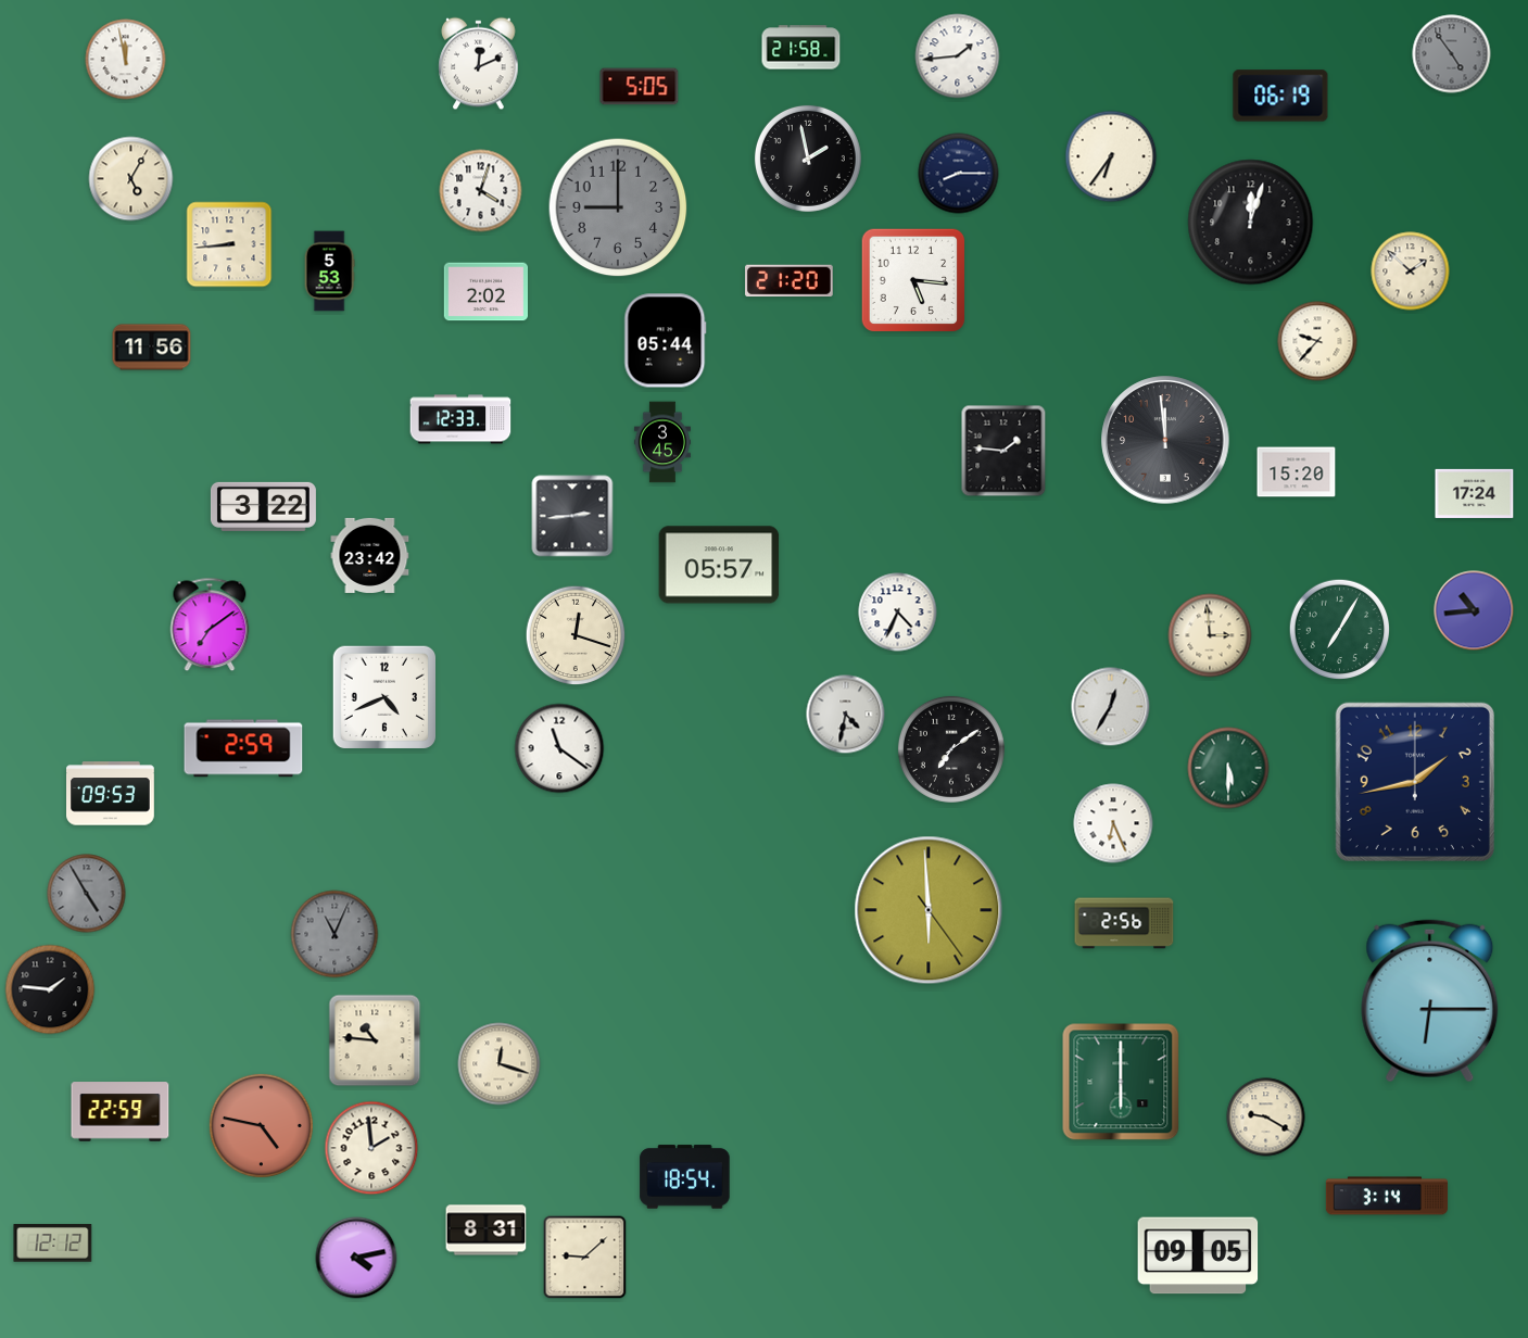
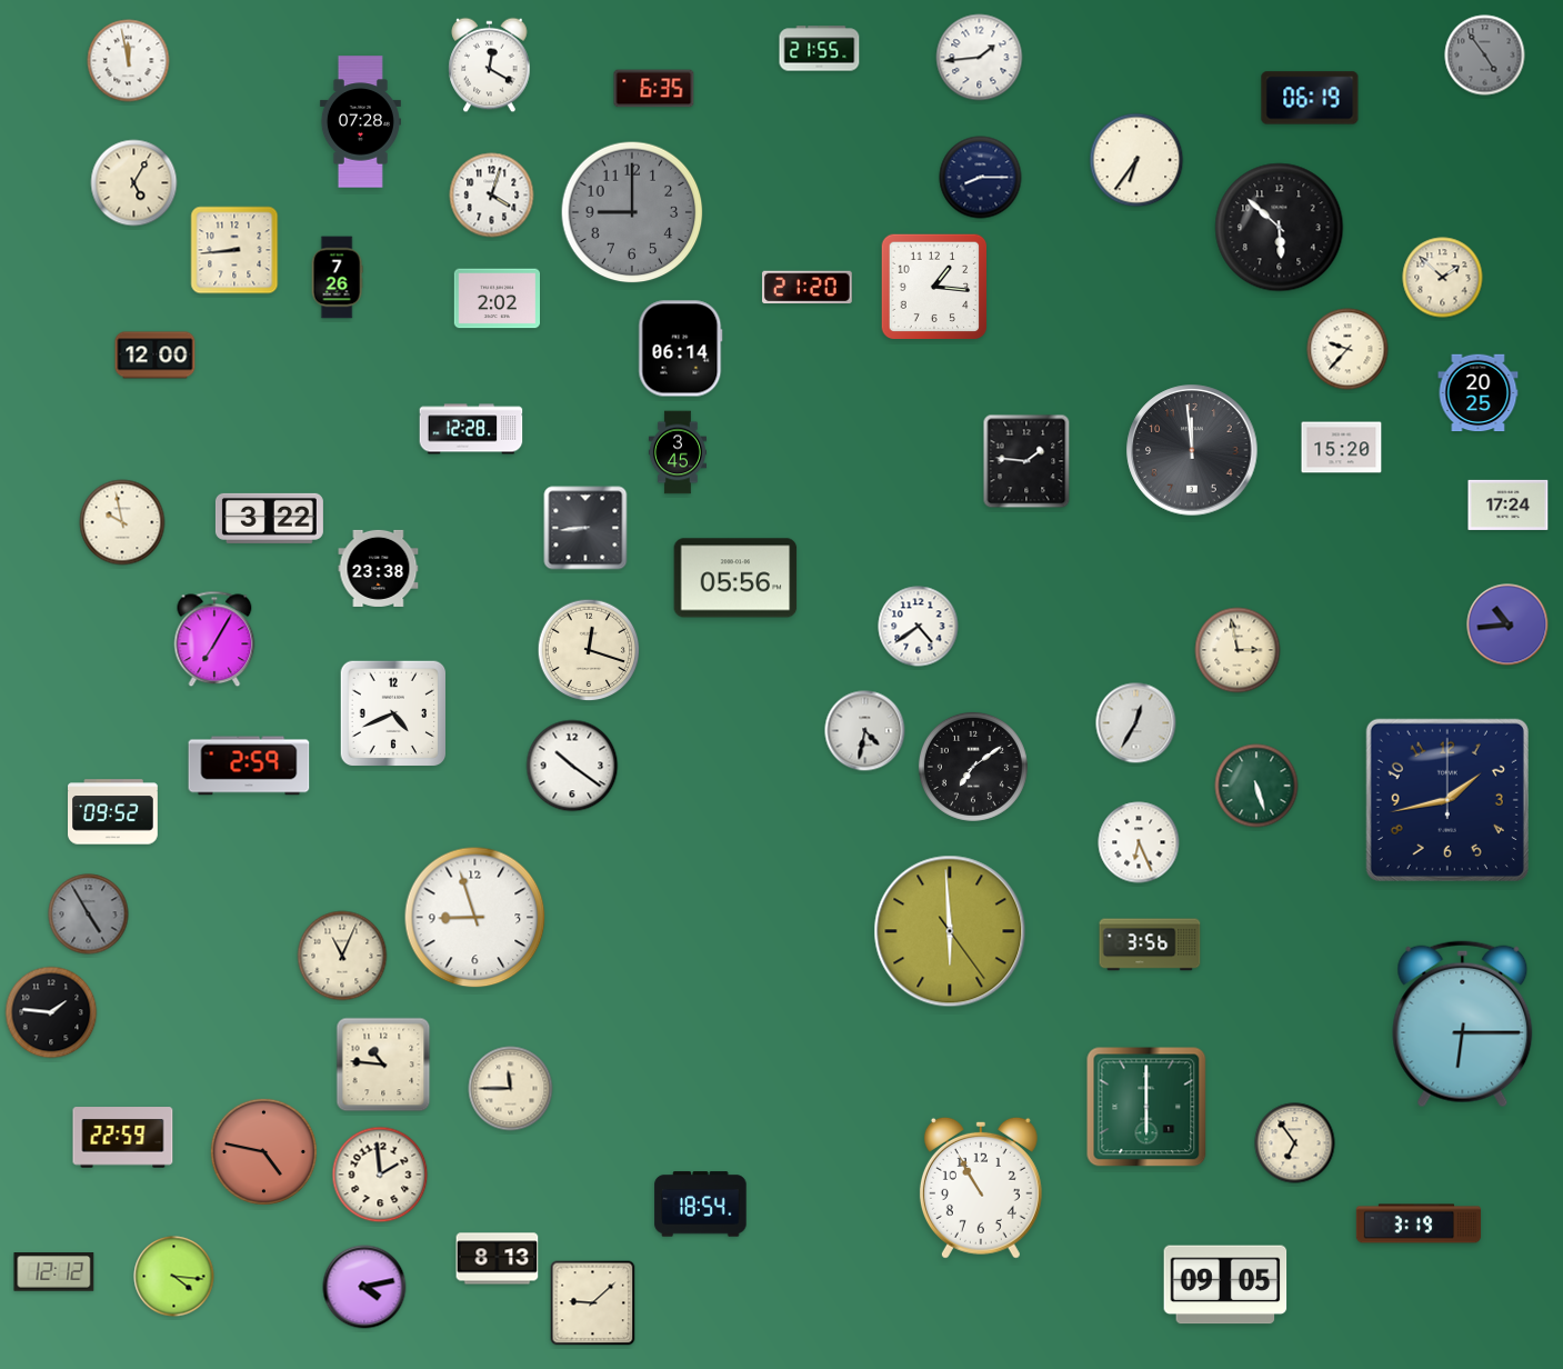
clock at (801, 48): 21:58 -> 21:55
clock at (479, 64): 12:11 -> 12:20
clock at (640, 87): 5:05 -> 6:35
clock at (360, 122): none -> 07:28
clock at (808, 159): 1:58 -> none
clock at (1251, 223): 12:03 -> 5:52
clock at (329, 272): 5:53 -> 7:26
clock at (913, 280): 5:16 -> 1:16
clock at (666, 341): 05:44 -> 06:14
clock at (152, 348): 11:56 -> 12:00
clock at (1479, 393): none -> 20:25
clock at (460, 419): 12:33 -> 12:28
clock at (1297, 472) position: (1297, 472) -> (1342, 448)
clock at (122, 522): none -> 9:58
clock at (572, 516): 2:44 -> 8:44
clock at (370, 555): 23:42 -> 23:38
clock at (719, 565): 05:57 -> 05:56
clock at (898, 613): 4:34 -> 4:39
clock at (210, 624): 7:09 -> 7:05
clock at (1340, 630): 7:05 -> none
clock at (1210, 635): 2:59 -> 2:58
clock at (559, 748): 11:21 -> 10:21
clock at (1228, 768): 5:30 -> 5:27
clock at (111, 794): 09:53 -> 09:52
clock at (475, 918): none -> 8:57
clock at (1124, 923): 2:56 -> 3:56
clock at (334, 934) dial: grey -> cream
clock at (500, 1064): 12:18 -> 11:45
clock at (1266, 1118): 9:20 -> 6:54
clock at (261, 1125) position: (261, 1125) -> (263, 1151)
clock at (981, 1188): none -> 10:55
clock at (1387, 1196): 3:14 -> 3:19
clock at (487, 1230): 8:31 -> 8:13
clock at (174, 1277): none -> 4:16
clock at (585, 1258) position: (585, 1258) -> (593, 1303)
